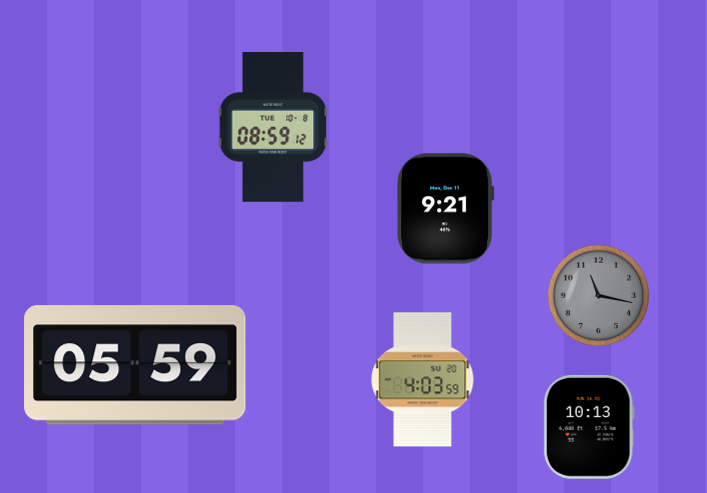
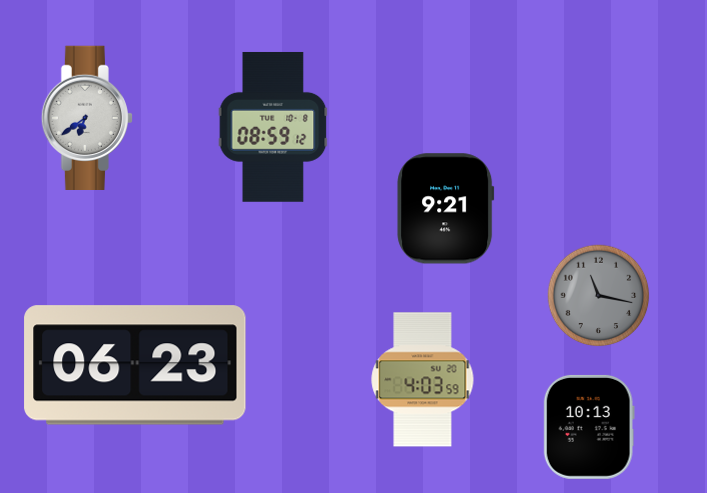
clock at (87, 117): none -> 6:39
clock at (135, 365): 05:59 -> 06:23
